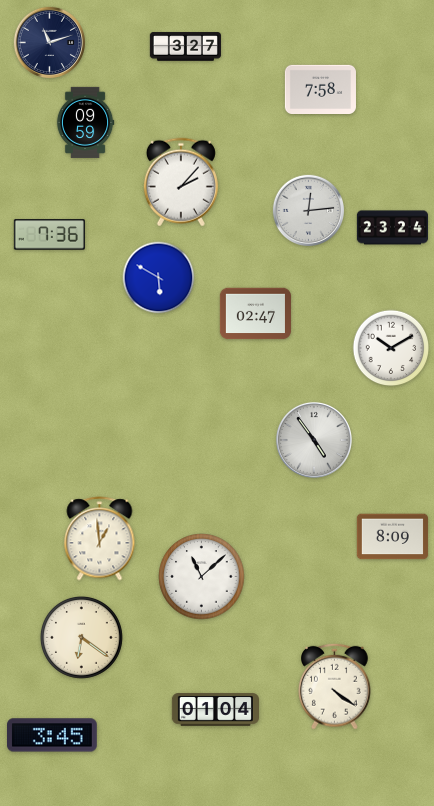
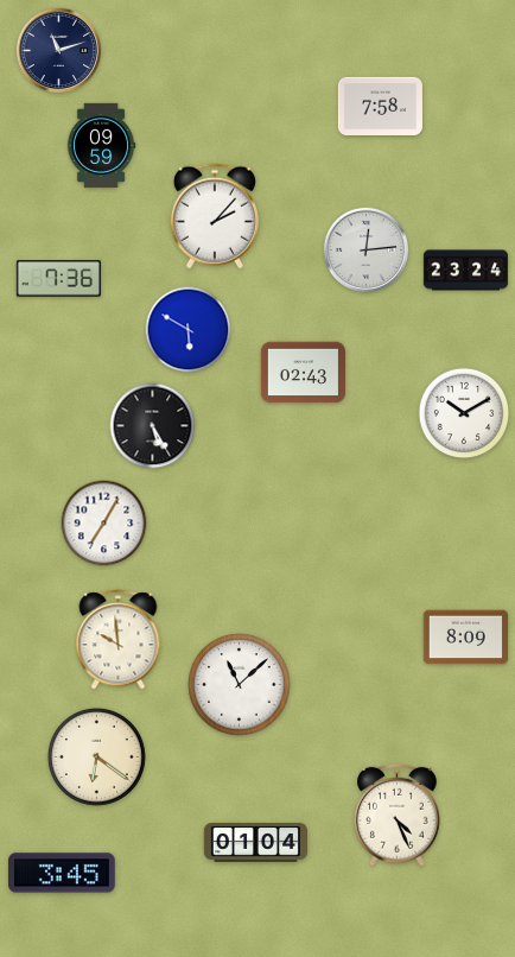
clock at (185, 47): 3:27 -> none
clock at (255, 314): 02:47 -> 02:43
clock at (153, 426): none -> 5:25
clock at (314, 440): 4:54 -> none
clock at (104, 524): none -> 7:05
clock at (100, 539): 12:59 -> 9:59
clock at (335, 686): 4:21 -> 4:26
